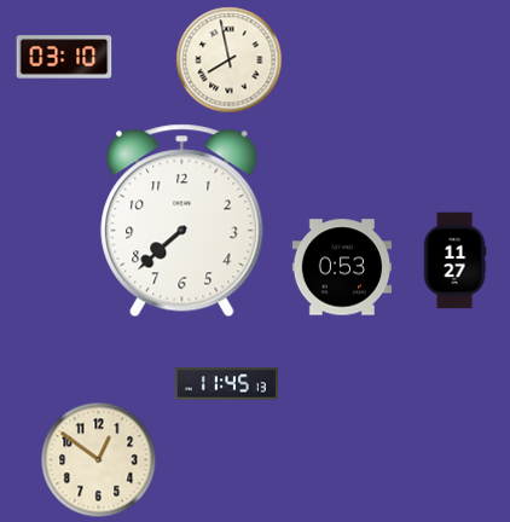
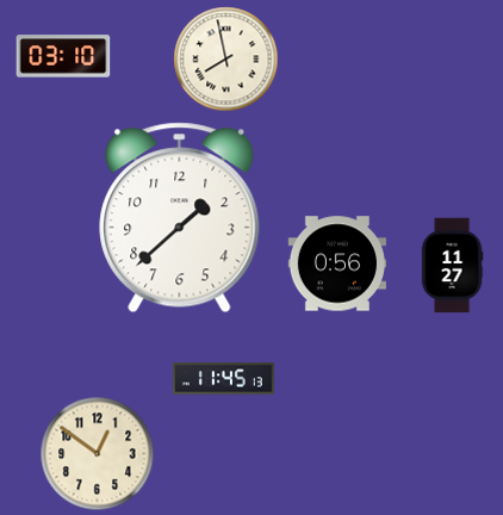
clock at (182, 221): 7:38 -> 1:38
clock at (454, 261) position: (454, 261) -> (452, 266)
clock at (341, 267): 0:53 -> 0:56
